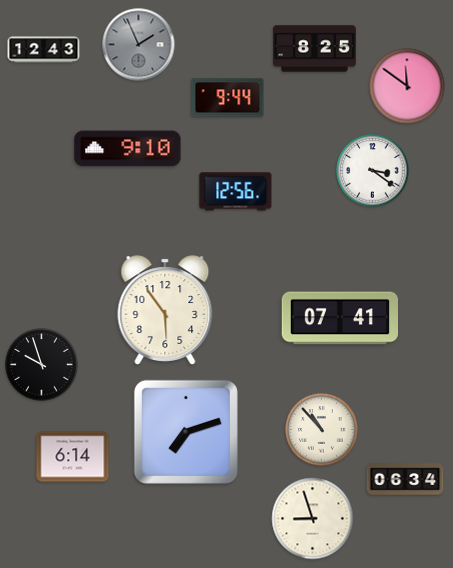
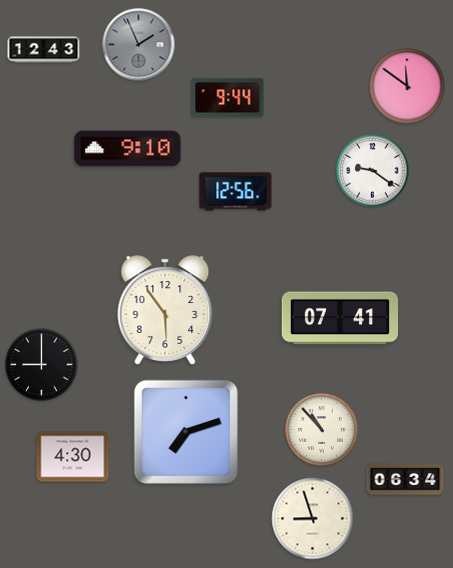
clock at (314, 49): 8:25 -> none
clock at (373, 171): 3:21 -> 9:21
clock at (42, 365): 9:57 -> 9:00
clock at (73, 457): 6:14 -> 4:30
